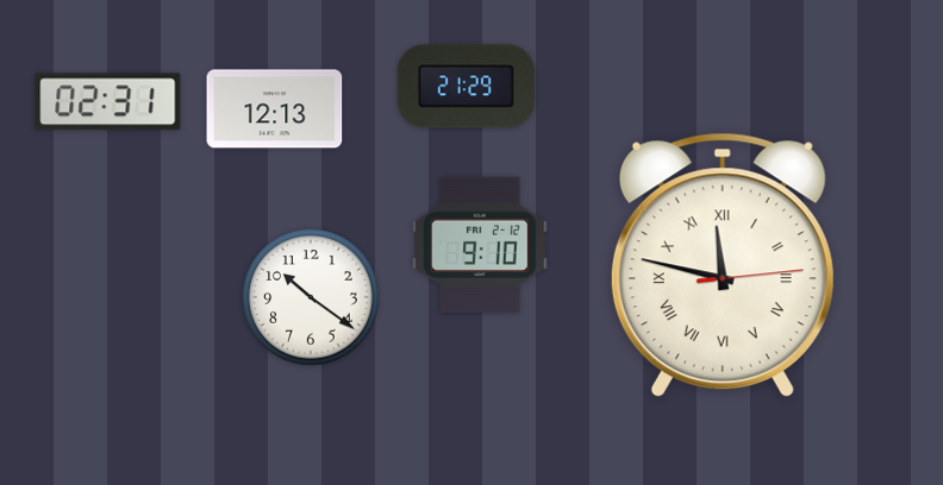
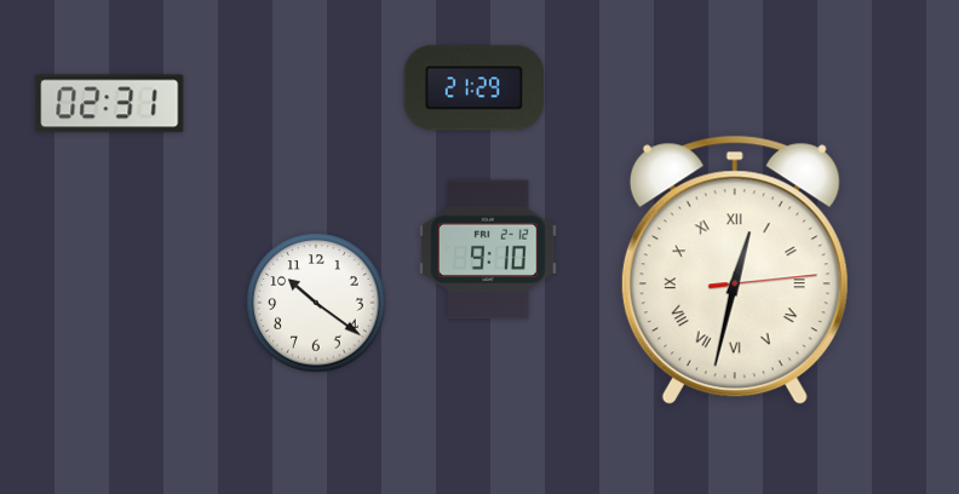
clock at (275, 109): 12:13 -> none
clock at (723, 265): 11:47 -> 12:32
